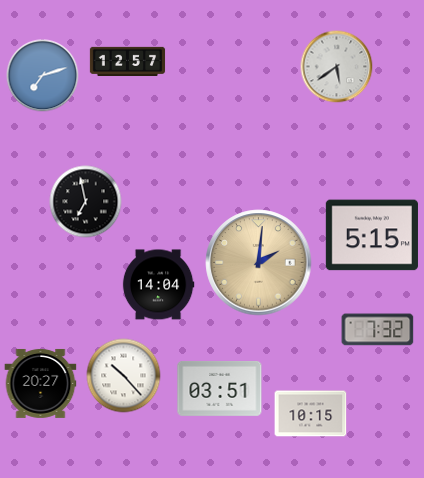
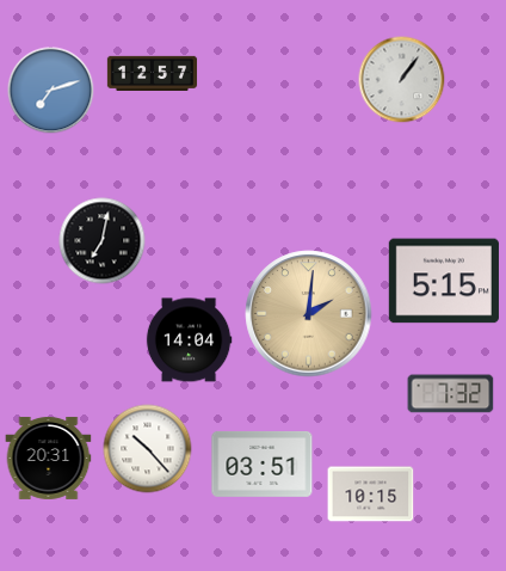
clock at (337, 67): 5:39 -> 1:06
clock at (86, 202): 6:58 -> 7:02
clock at (41, 383): 20:27 -> 20:31
